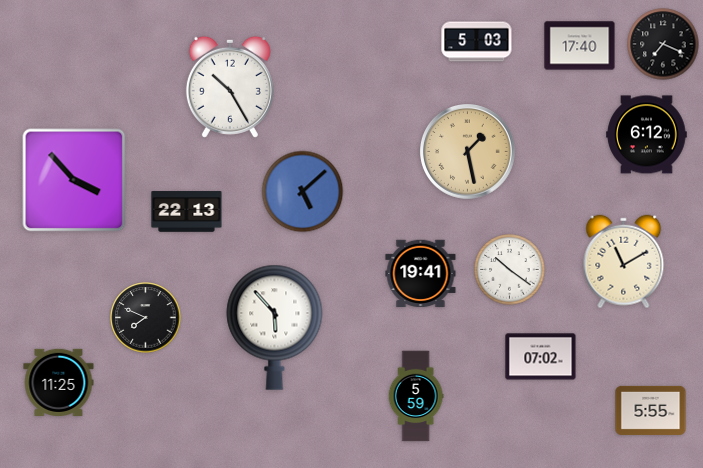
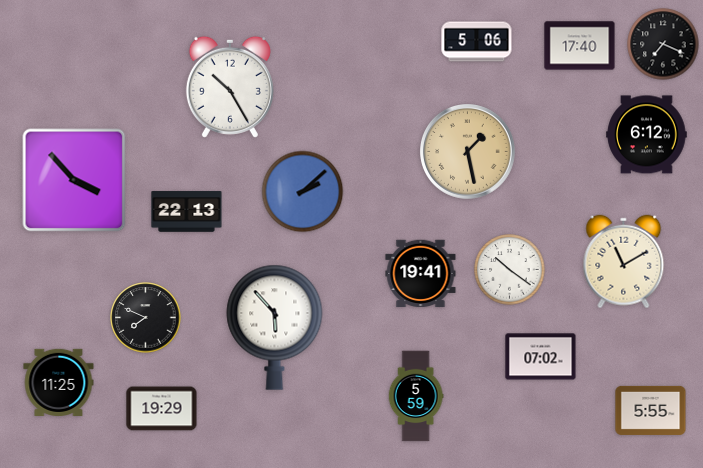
clock at (477, 42): 5:03 -> 5:06
clock at (303, 192): 5:08 -> 2:08
clock at (162, 409): none -> 19:29
